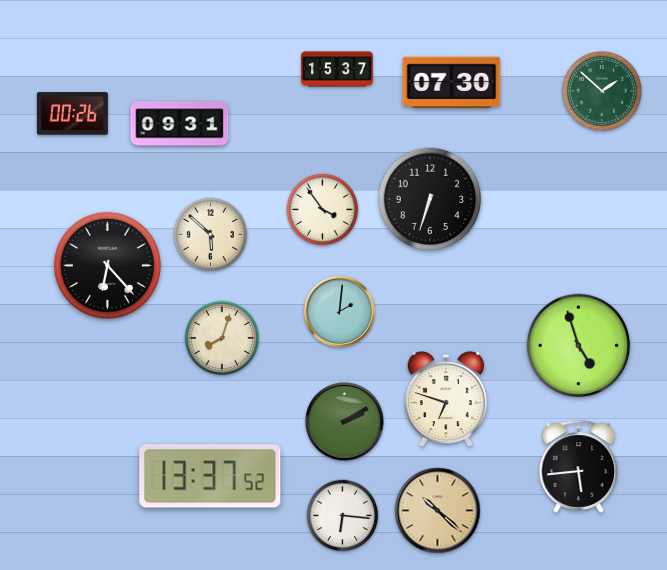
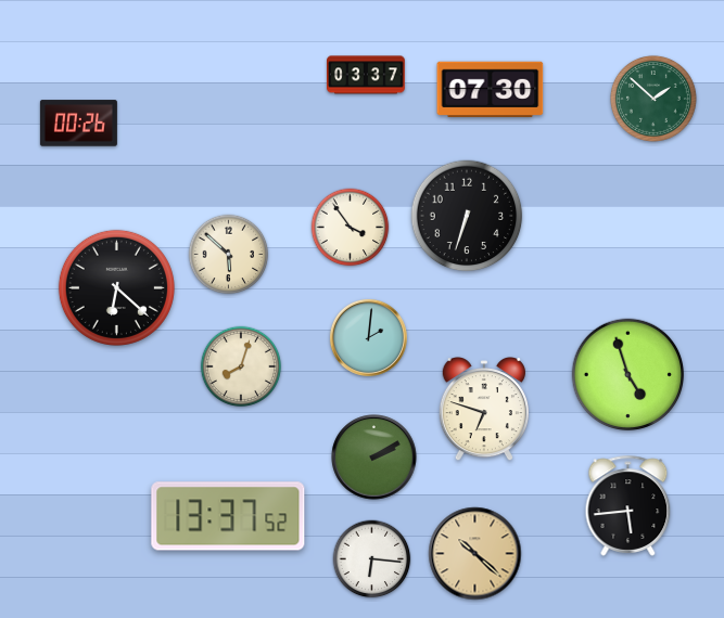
clock at (338, 69): 15:37 -> 03:37
clock at (180, 124): 09:31 -> none
clock at (107, 265): 6:23 -> 6:22
clock at (446, 400) position: (446, 400) -> (484, 410)
